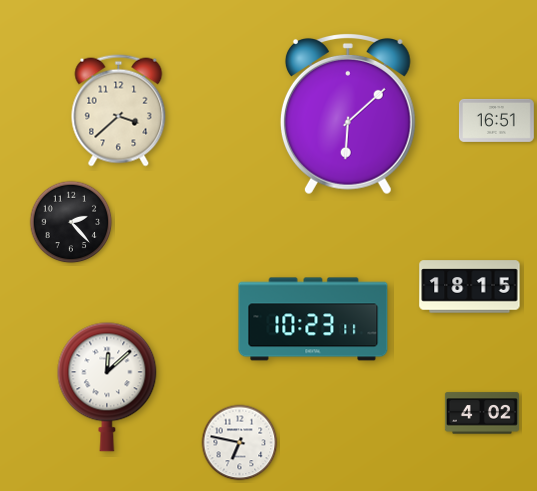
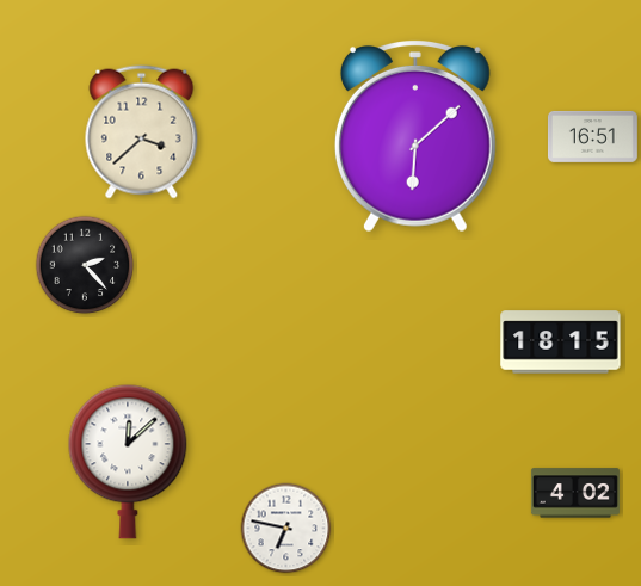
clock at (496, 120) position: (496, 120) -> (592, 136)
clock at (313, 319): 10:23 -> none
